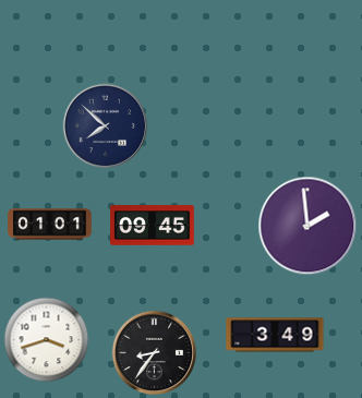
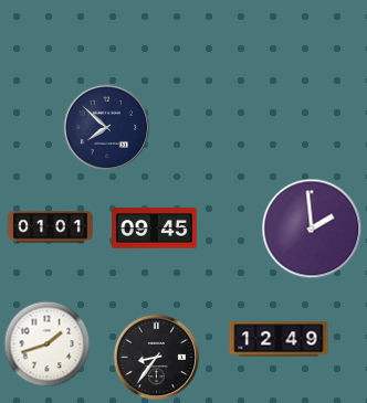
clock at (275, 335): 3:49 -> 12:49
clock at (46, 339): 3:42 -> 1:42
